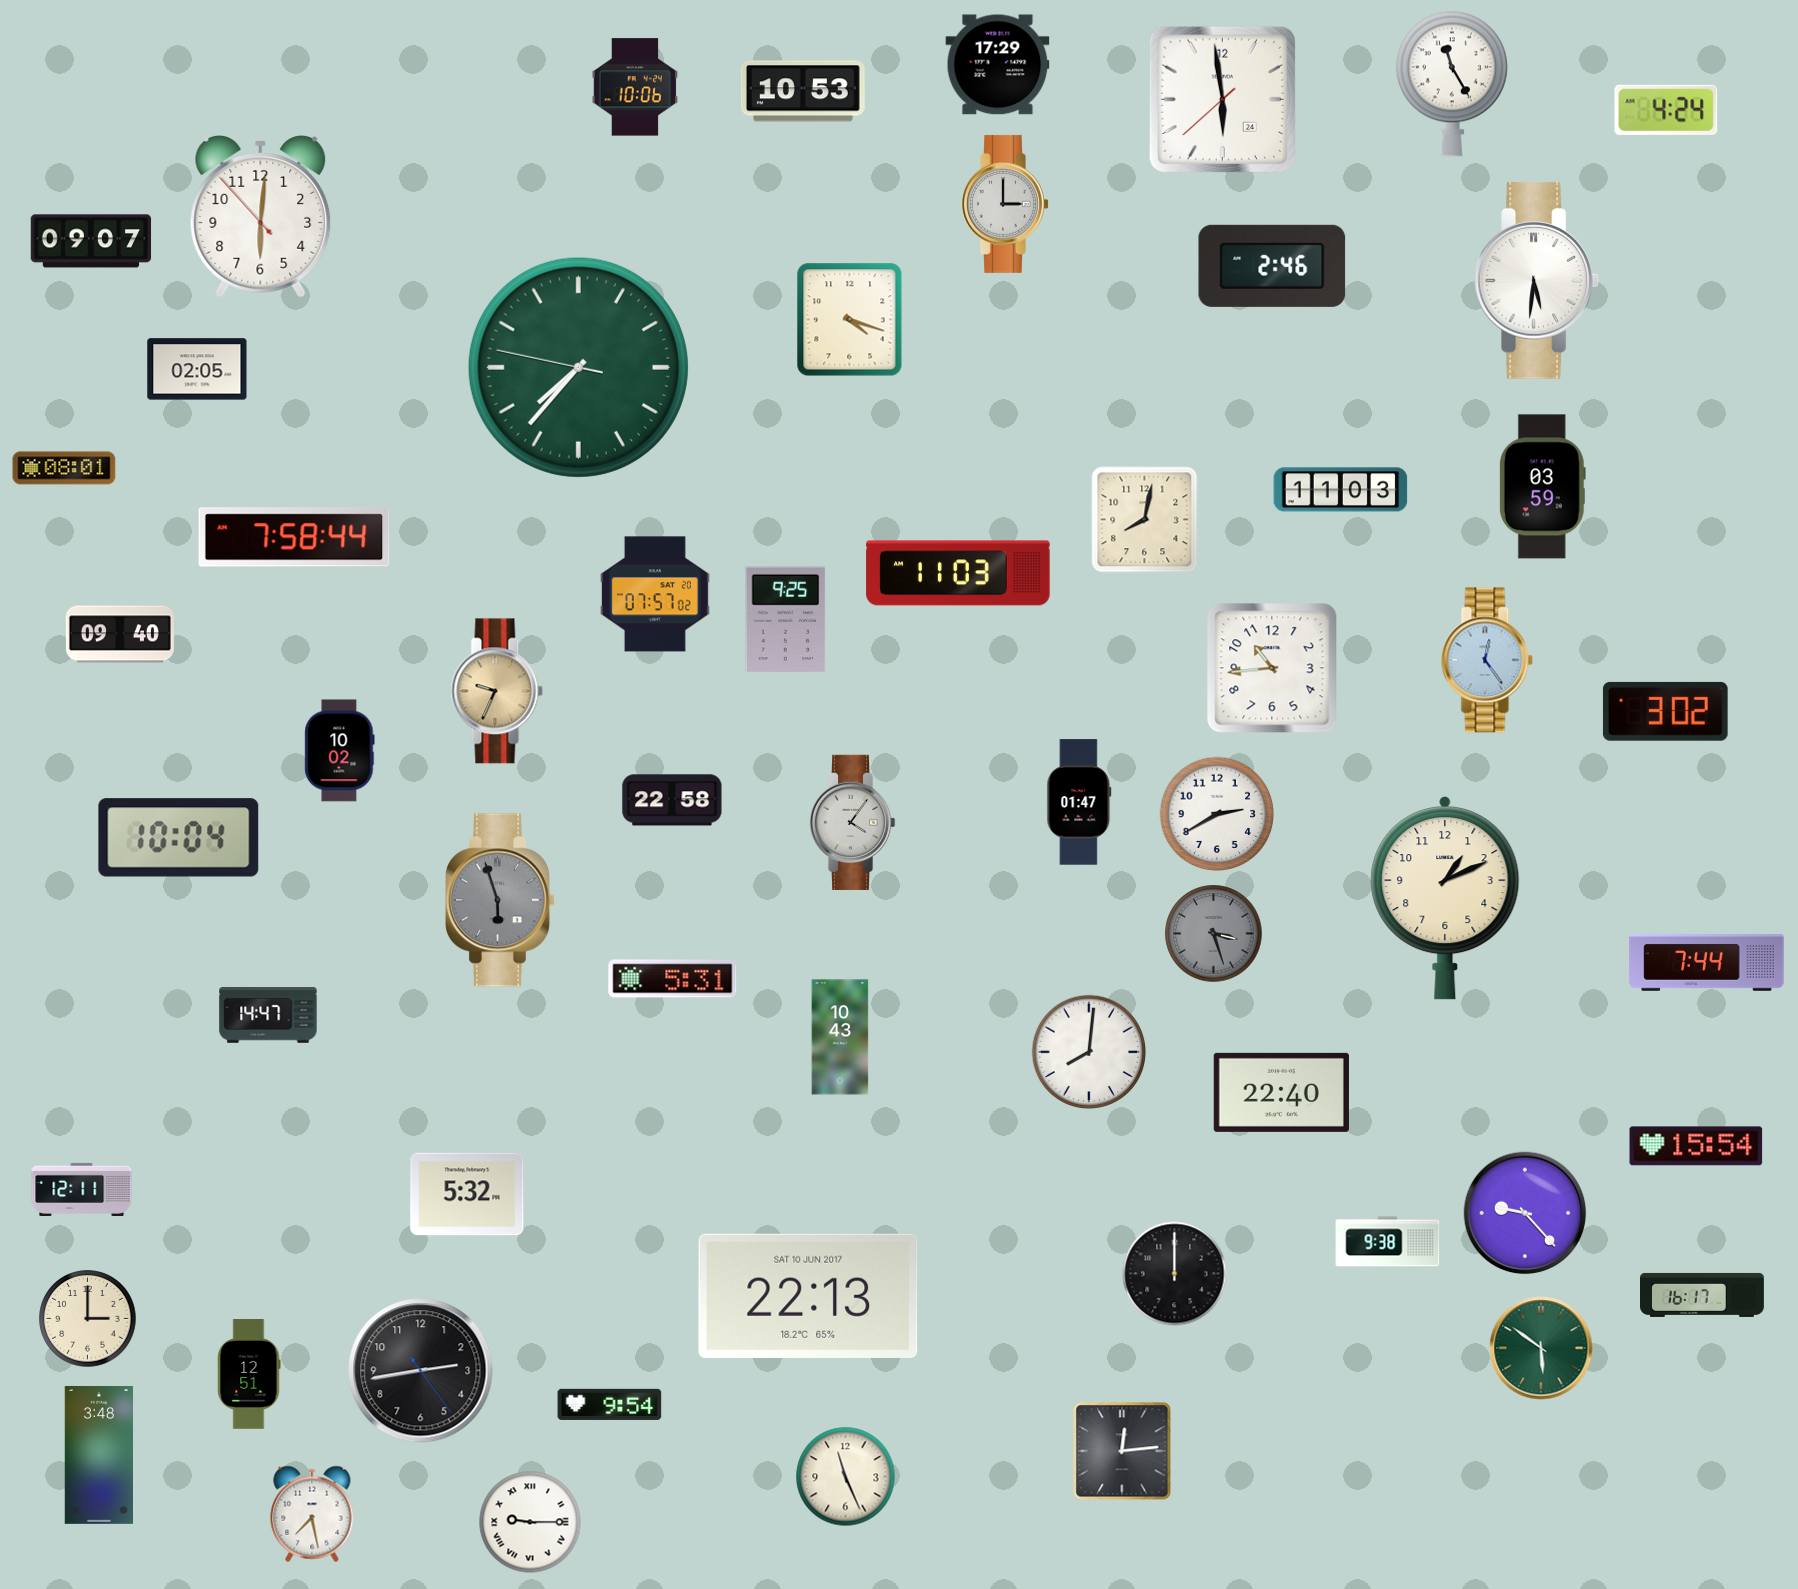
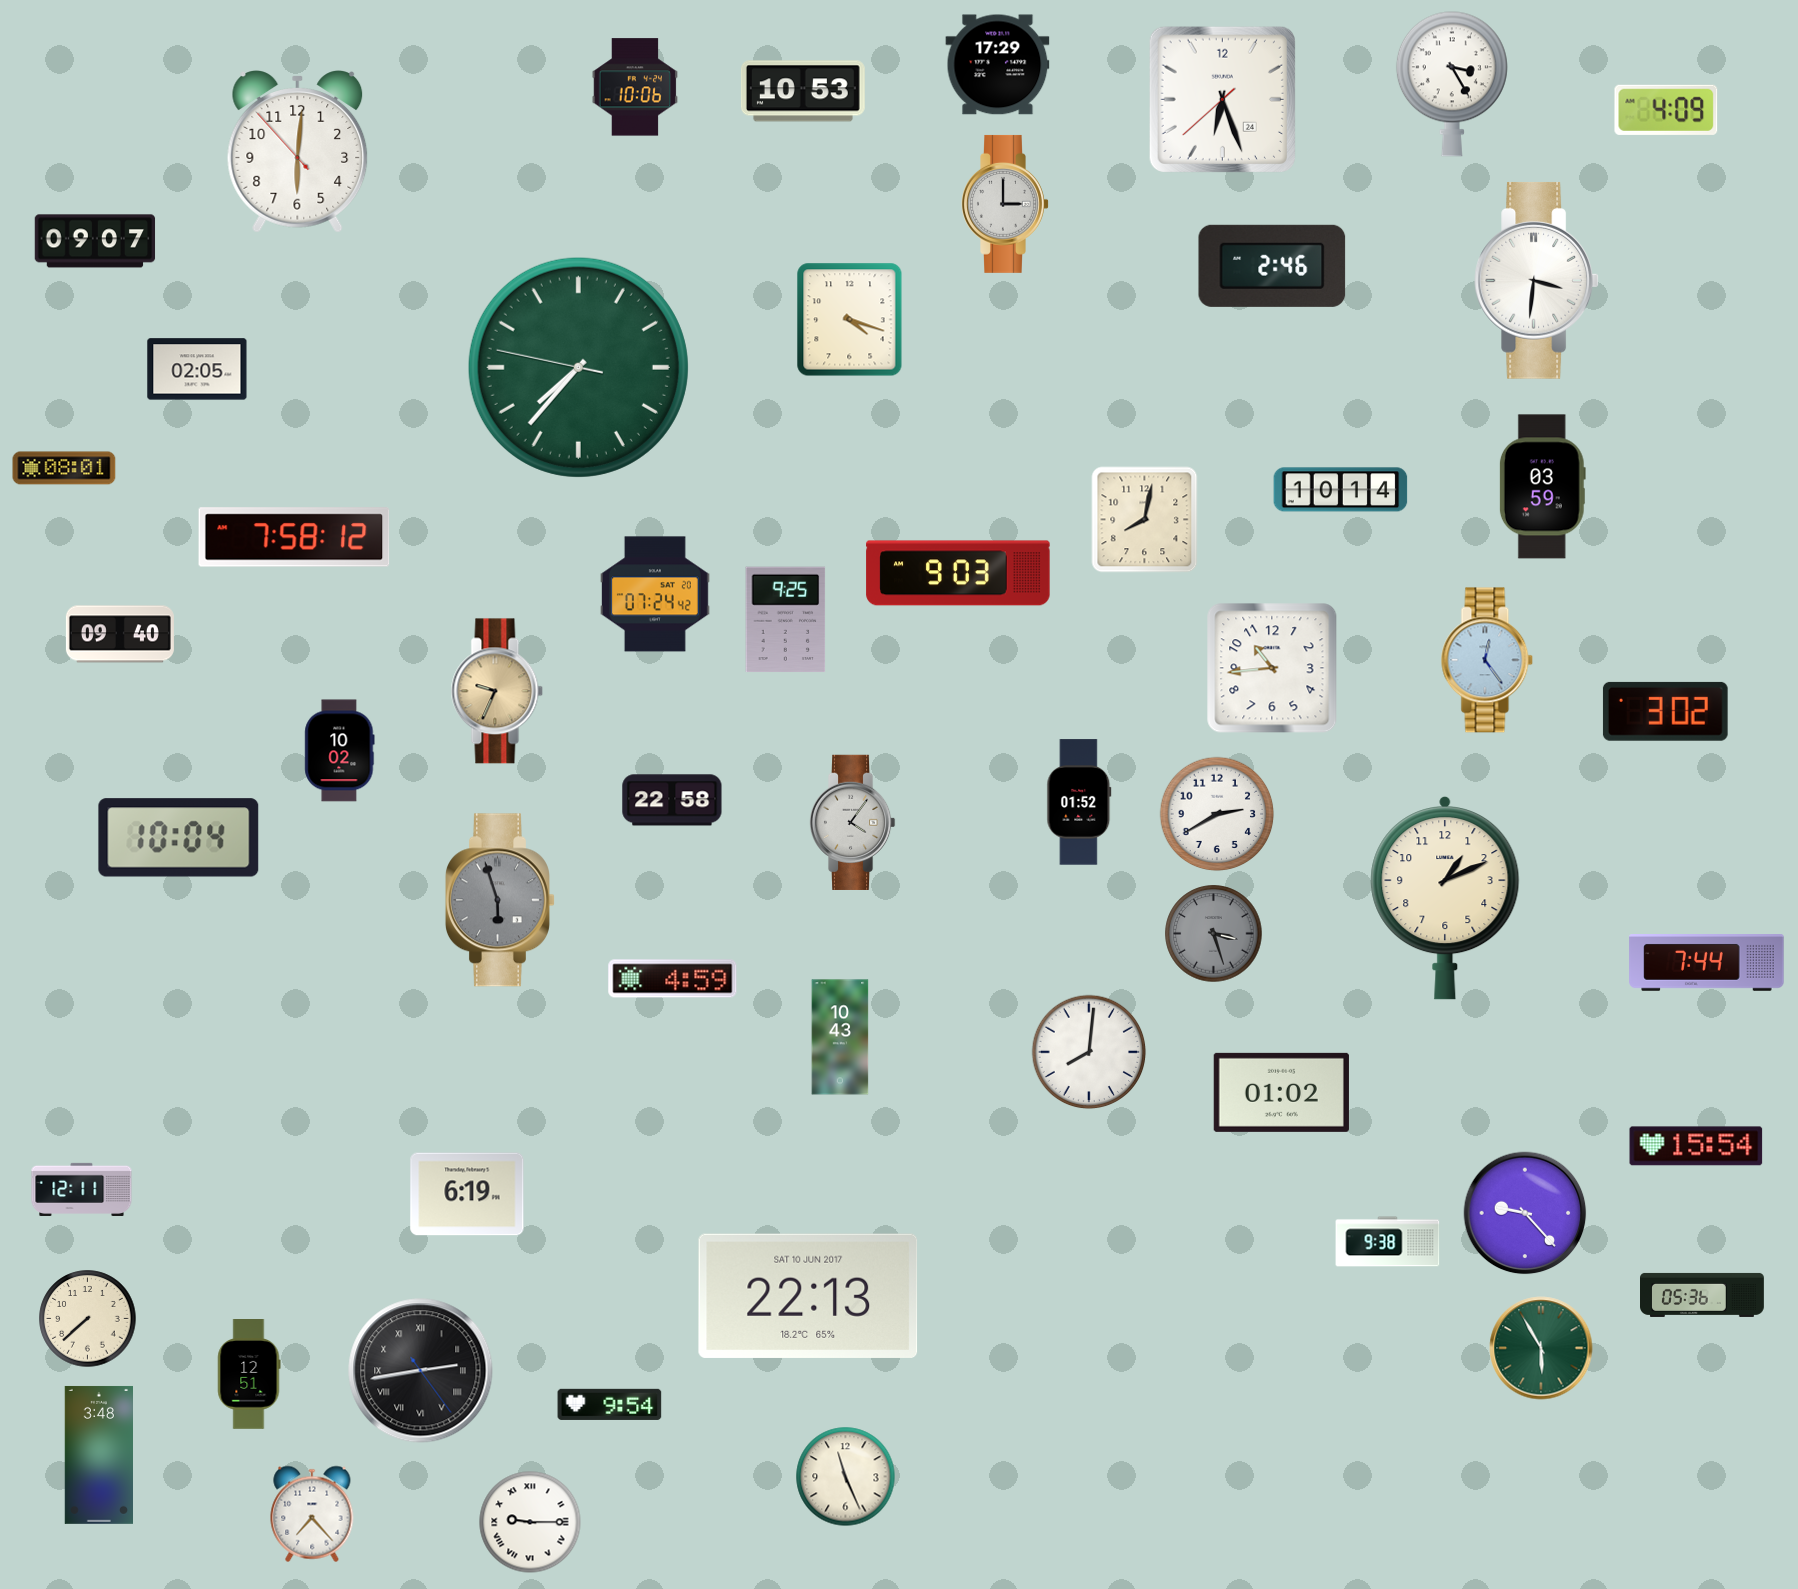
clock at (1452, 84): 11:25 -> 3:25
clock at (1222, 99): 5:58 -> 6:26
clock at (1666, 110): 4:24 -> 4:09
clock at (261, 217) position: (261, 217) -> (298, 152)
clock at (91, 241) position: (91, 241) -> (95, 241)
clock at (1537, 280): 5:31 -> 3:31
clock at (1341, 490): 11:03 -> 10:14
clock at (294, 537): 7:58:44 -> 7:58:12
clock at (958, 573): 11:03 -> 9:03
clock at (656, 594): 07:57 -> 07:24
clock at (1079, 802): 01:47 -> 01:52
clock at (673, 979): 5:31 -> 4:59
clock at (268, 1015): 14:47 -> none
clock at (1281, 1092): 22:40 -> 01:02
clock at (467, 1194): 5:32 -> 6:19
clock at (1175, 1274): 12:00 -> none
clock at (1702, 1295): 16:17 -> 05:36
clock at (88, 1319): 3:00 -> 7:38
clock at (1541, 1348): 5:51 -> 5:55
clock at (421, 1371) numerals: Arabic -> Roman
clock at (1122, 1451): 12:14 -> none
clock at (312, 1514): 7:28 -> 7:23
